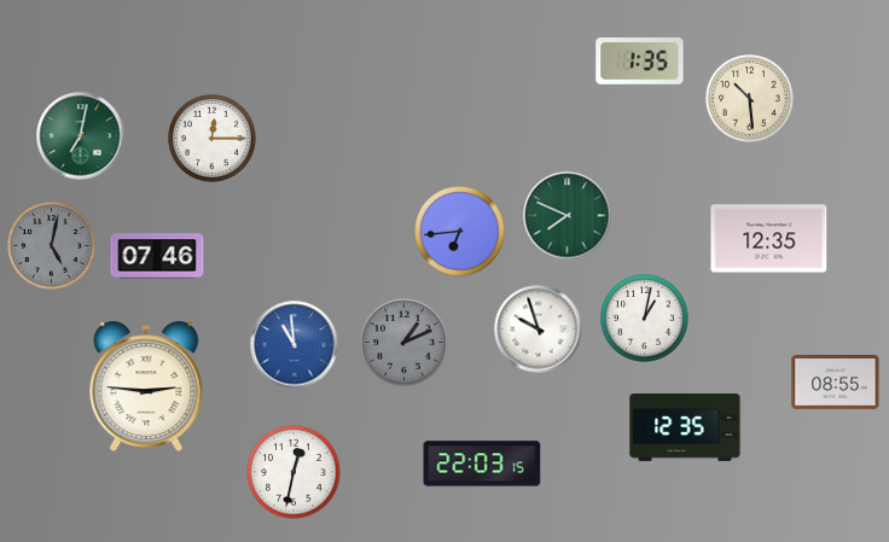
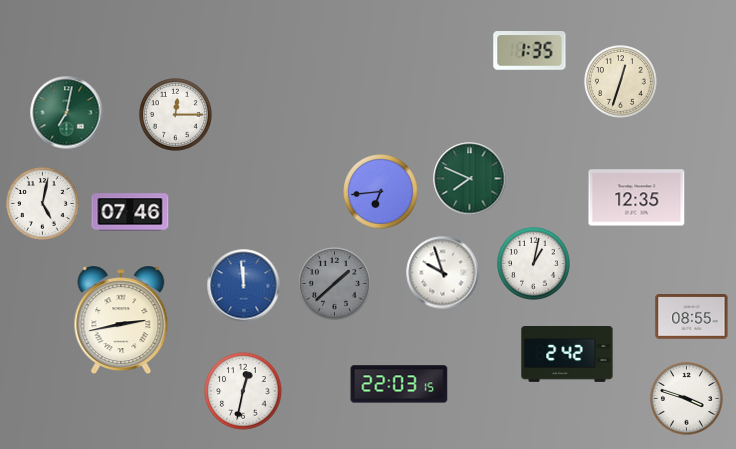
clock at (750, 99): 10:29 -> 12:33
clock at (52, 246) dial: grey -> white
clock at (539, 330) position: (539, 330) -> (443, 273)
clock at (405, 343): 1:11 -> 1:38
clock at (295, 345): 10:59 -> 11:59
clock at (146, 386): 2:46 -> 2:43
clock at (685, 429): 12:35 -> 2:42
clock at (687, 399): none -> 3:48
